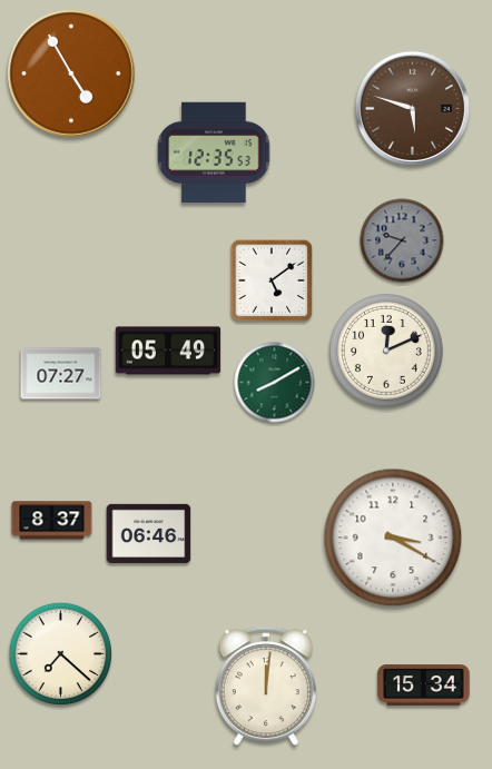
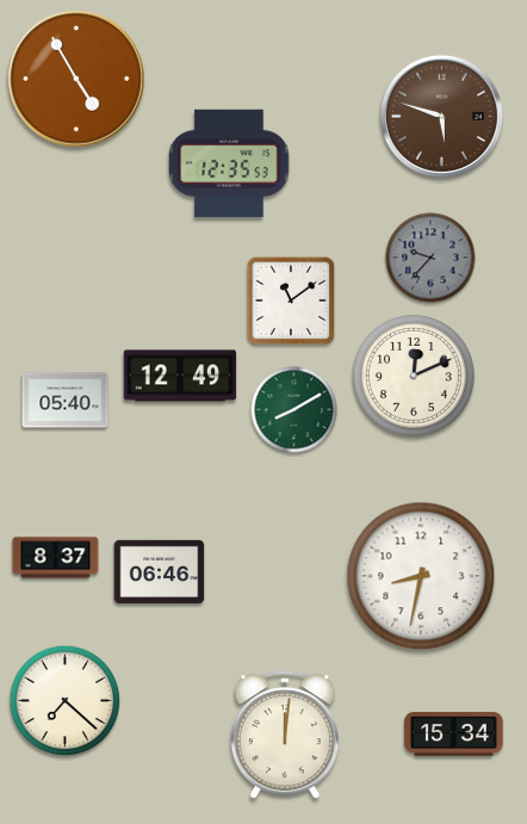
clock at (272, 280): 5:09 -> 11:09
clock at (168, 351): 05:49 -> 12:49
clock at (61, 374): 07:27 -> 05:40
clock at (393, 538): 3:20 -> 8:32
